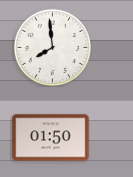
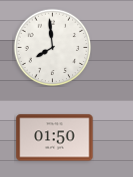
clock at (51, 138) position: (51, 138) -> (55, 138)
